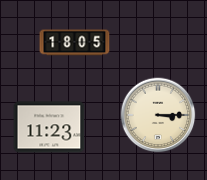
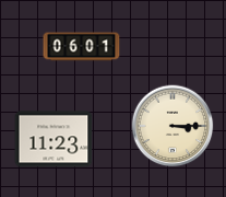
clock at (75, 43): 18:05 -> 06:01
